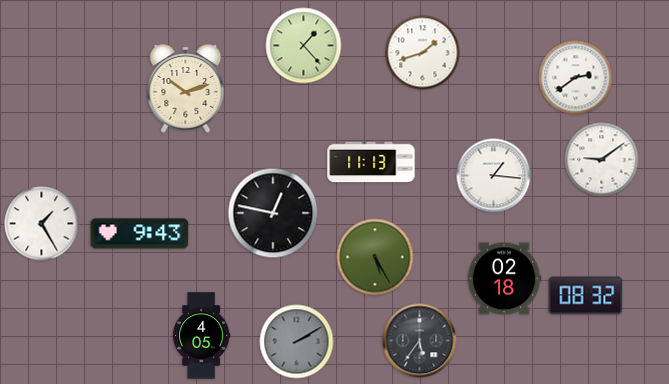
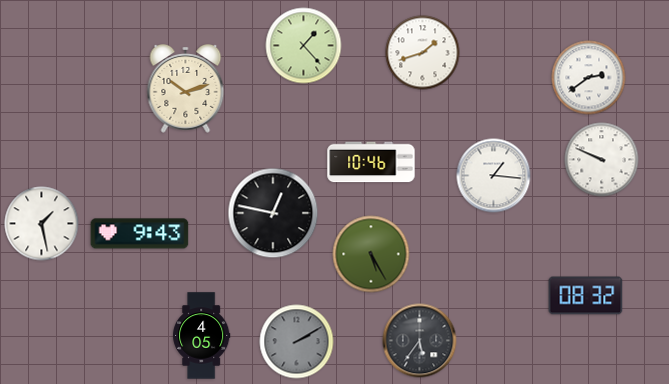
clock at (576, 78) position: (576, 78) -> (589, 78)
clock at (602, 160): 9:09 -> 9:49
clock at (371, 162): 11:13 -> 10:46
clock at (42, 224): 1:25 -> 1:28
clock at (375, 257) position: (375, 257) -> (371, 254)
clock at (504, 279): 02:18 -> none
